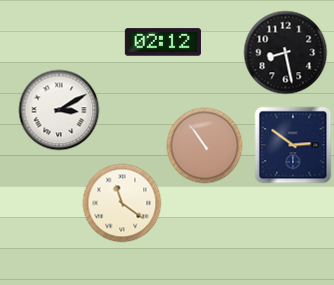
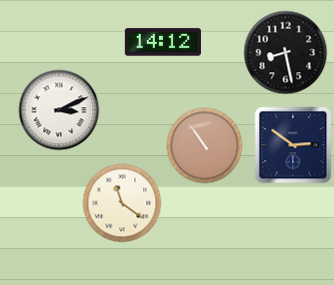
clock at (163, 42): 02:12 -> 14:12
clock at (59, 110): 3:10 -> 3:11
